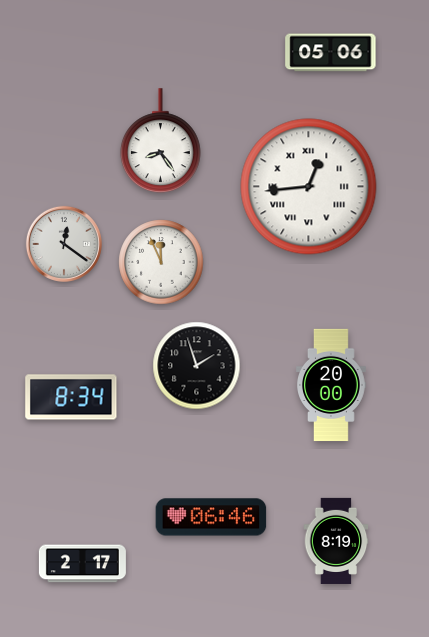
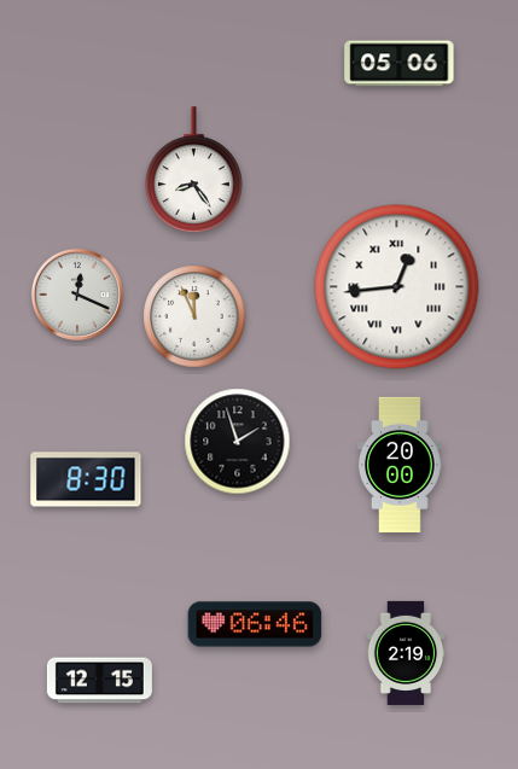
clock at (309, 187) position: (309, 187) -> (397, 287)
clock at (64, 244): 12:21 -> 12:19
clock at (71, 397): 8:34 -> 8:30
clock at (336, 541): 8:19 -> 2:19
clock at (82, 564): 2:17 -> 12:15
